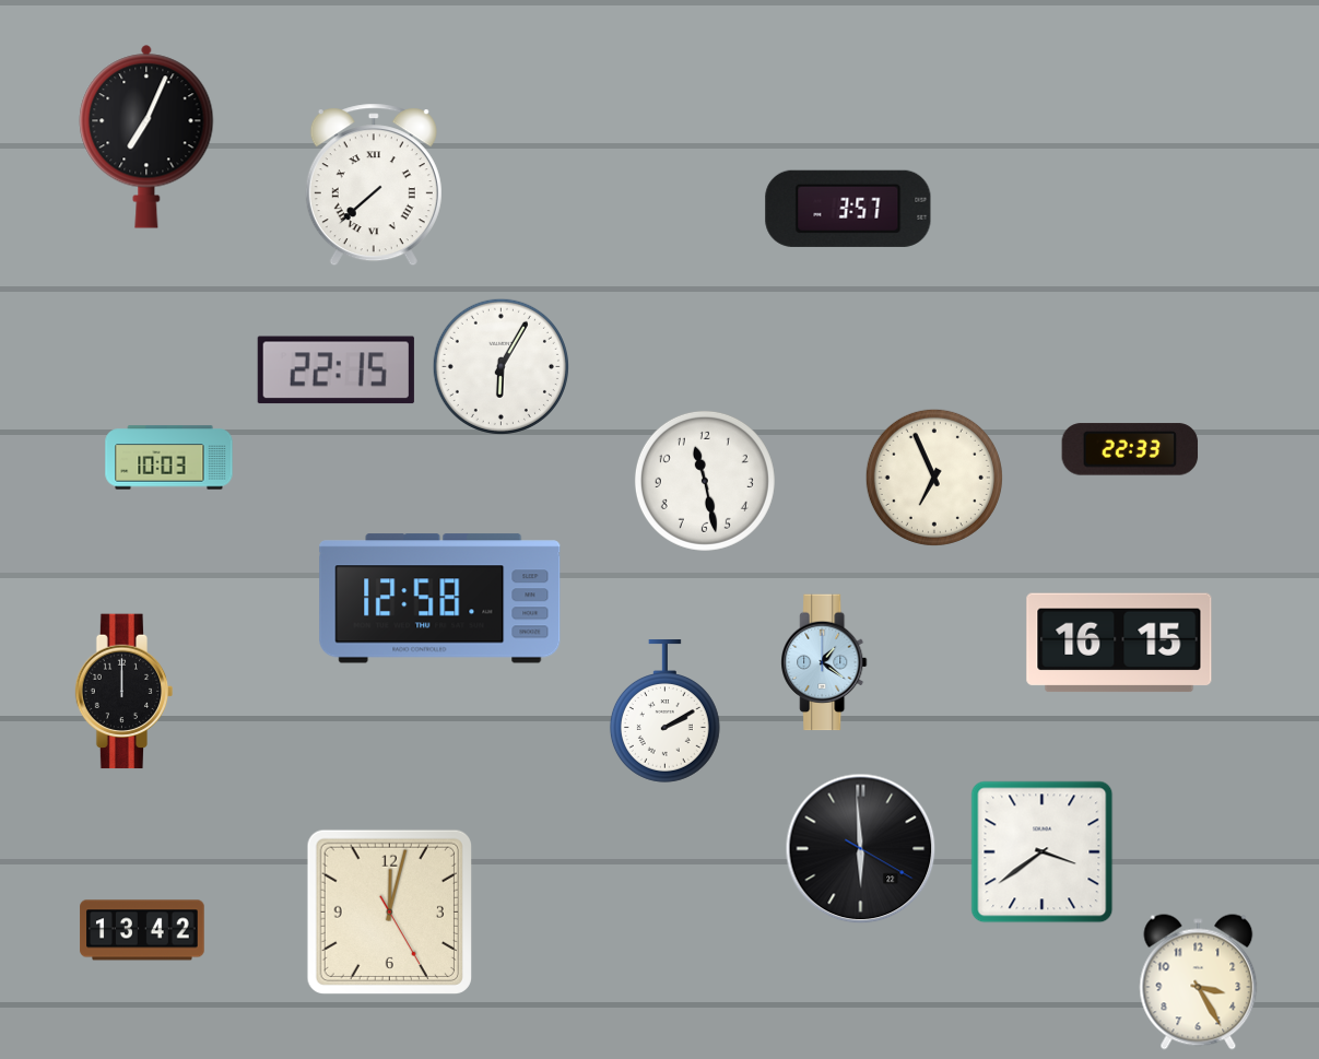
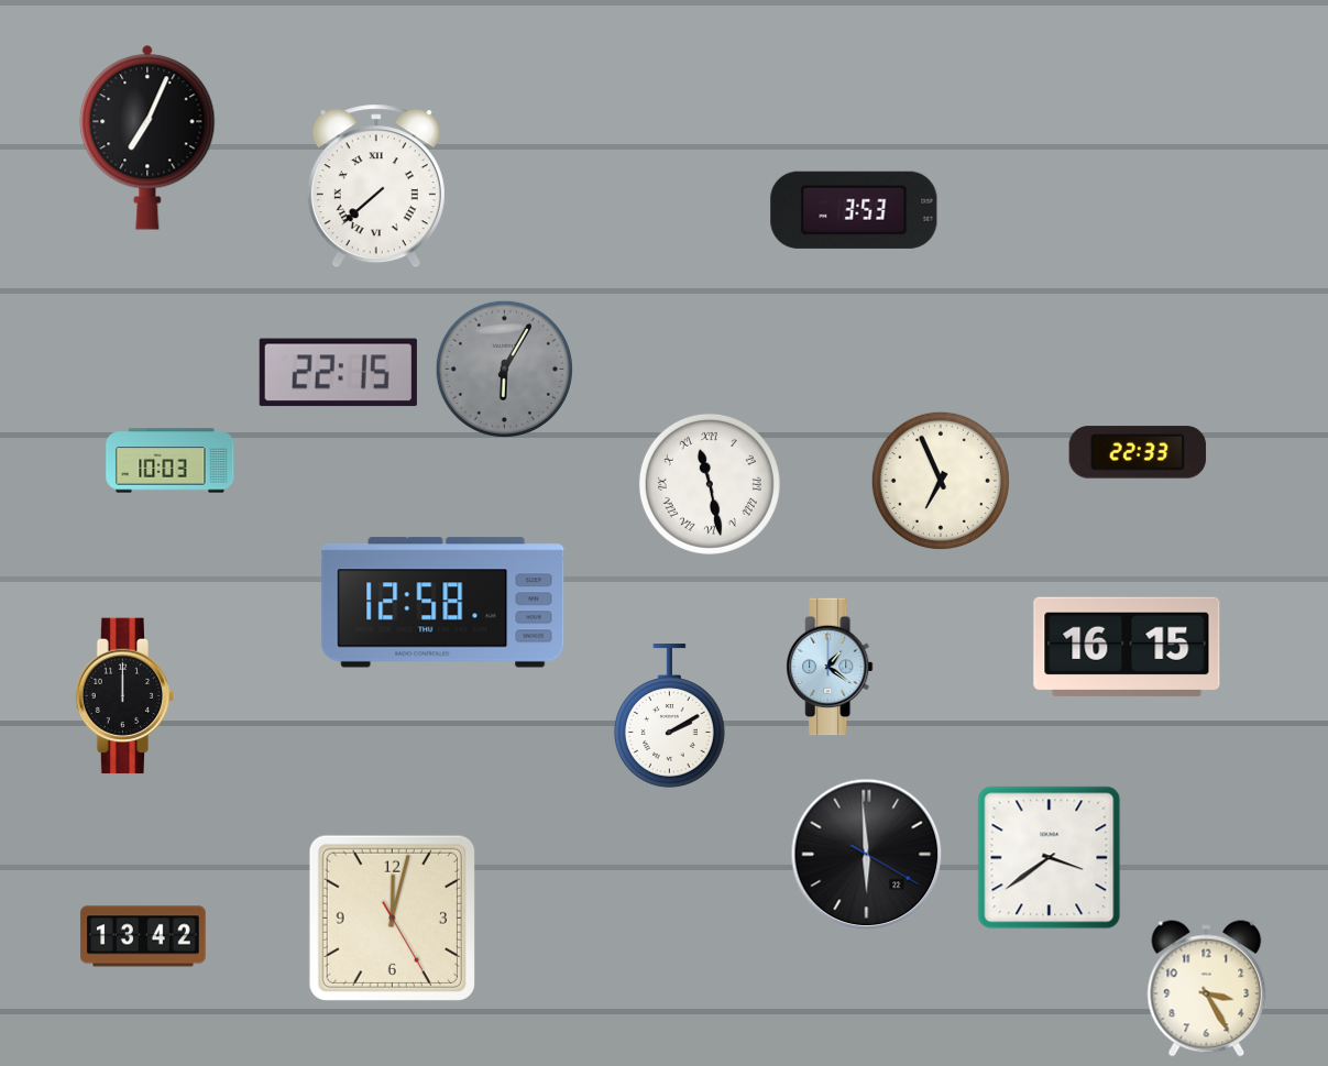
clock at (848, 209): 3:57 -> 3:53
clock at (500, 366) dial: white -> grey
clock at (705, 481) numerals: Arabic -> Roman
